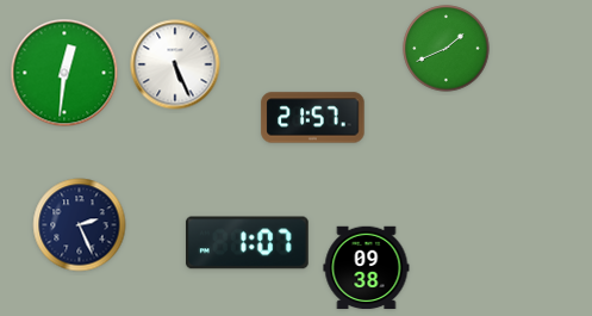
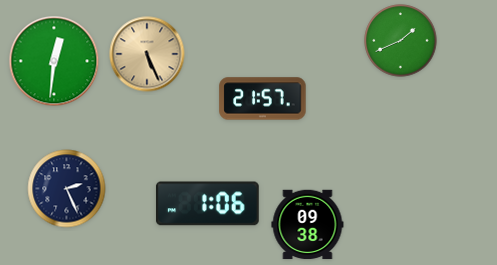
clock at (447, 49) position: (447, 49) -> (401, 41)
clock at (175, 64) dial: white -> champagne
clock at (247, 243): 1:07 -> 1:06
